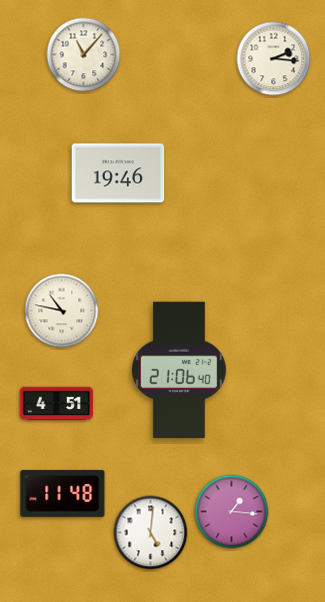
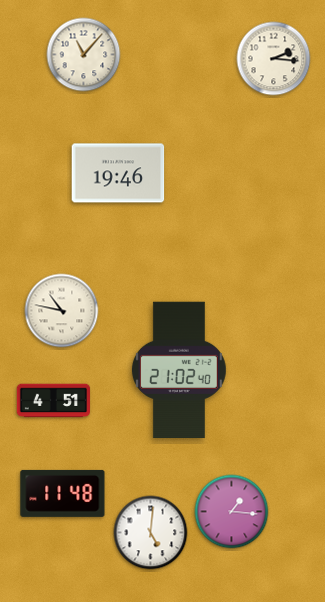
clock at (179, 369): 21:06 -> 21:02
clock at (56, 404) position: (56, 404) -> (53, 401)
